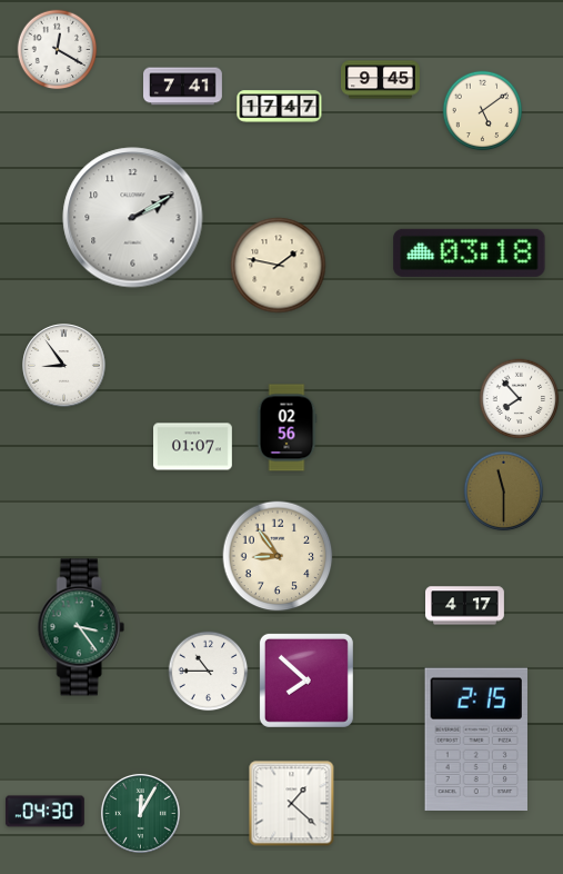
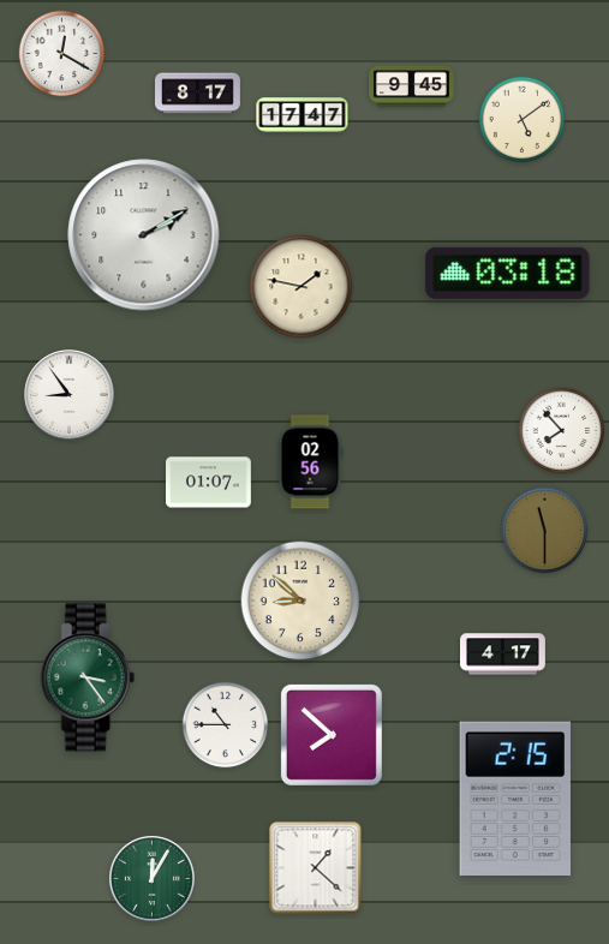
clock at (183, 87): 7:41 -> 8:17
clock at (278, 556): 8:54 -> 8:52
clock at (44, 812): 04:30 -> none
